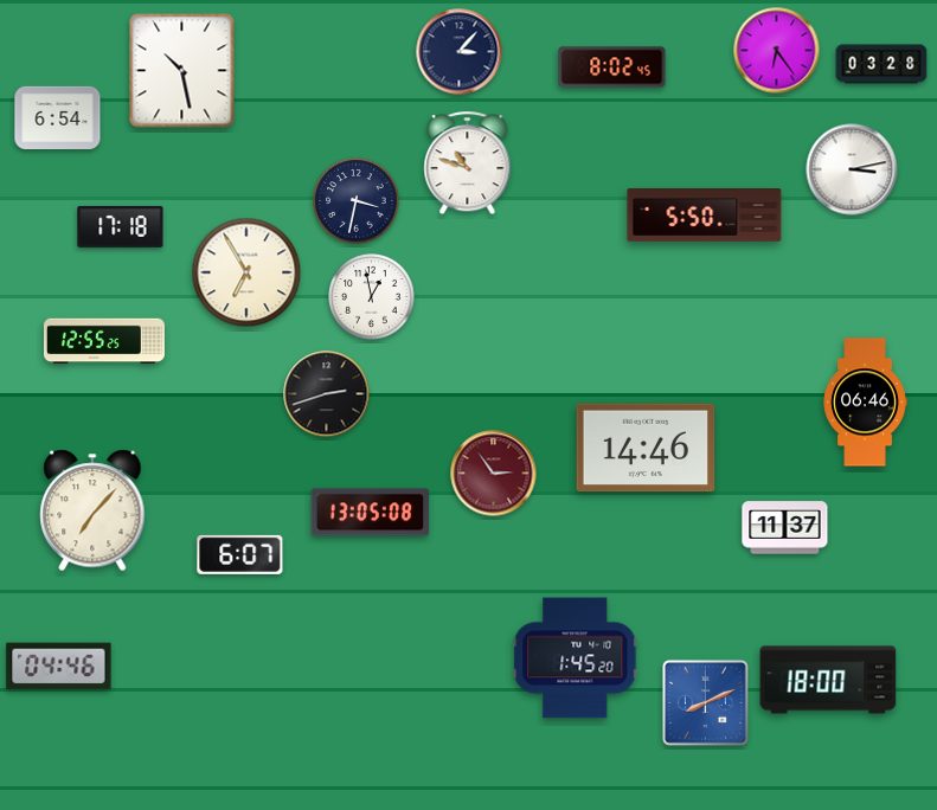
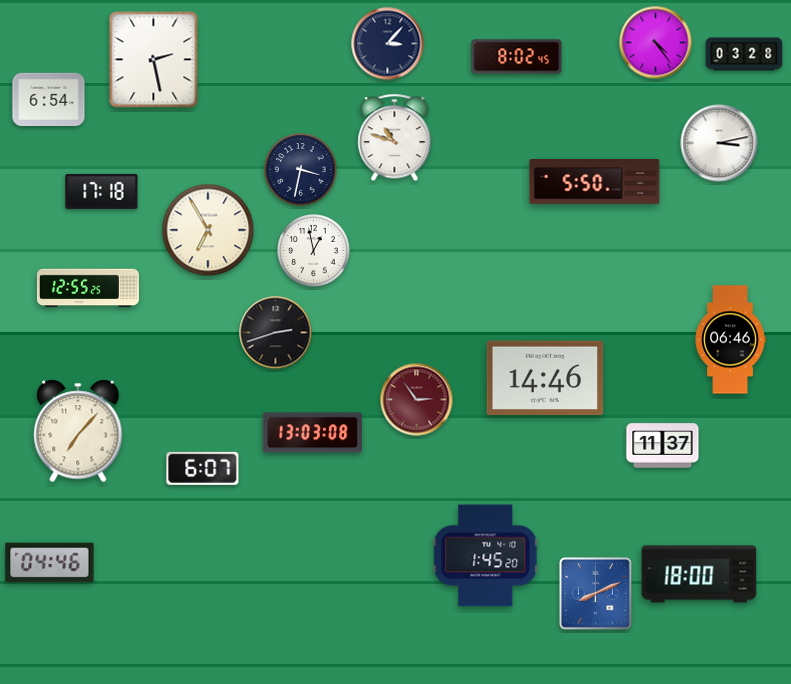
clock at (777, 51): 6:24 -> 4:24
clock at (182, 71): 10:28 -> 2:28
clock at (370, 513): 13:05 -> 13:03
